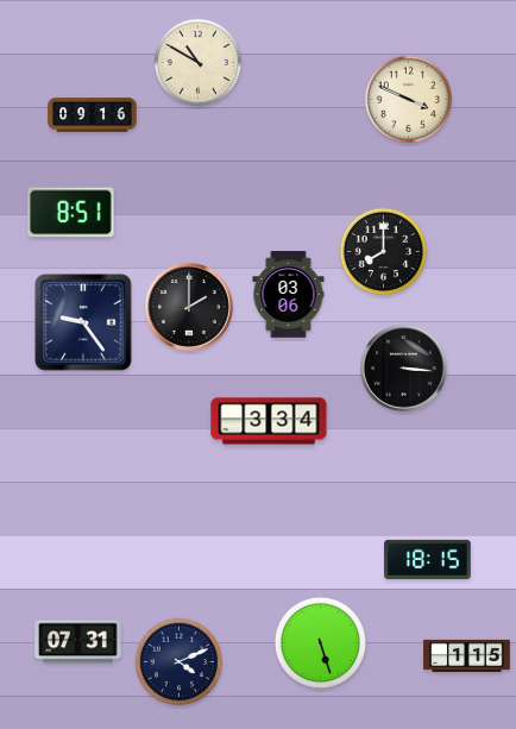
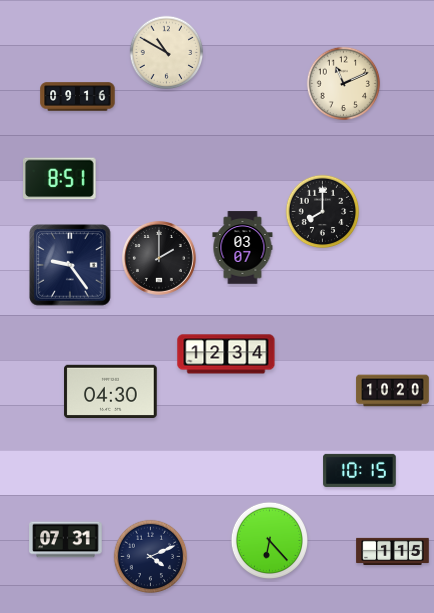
clock at (409, 100): 3:49 -> 11:11
clock at (289, 295): 03:06 -> 03:07
clock at (83, 322) position: (83, 322) -> (70, 265)
clock at (403, 367): 3:16 -> none
clock at (269, 421): 3:34 -> 12:34
clock at (111, 391): none -> 04:30
clock at (393, 391): none -> 10:20
clock at (428, 559): 18:15 -> 10:15
clock at (320, 642): 5:27 -> 6:23
